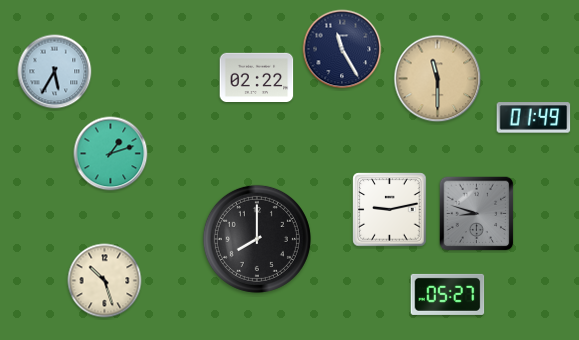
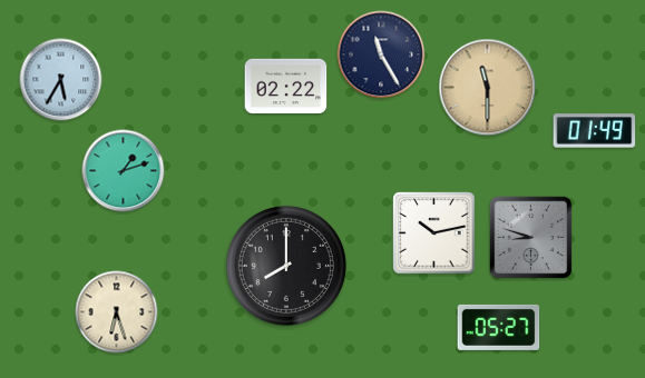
clock at (390, 210): 9:13 -> 10:13
clock at (105, 281): 10:27 -> 6:27
